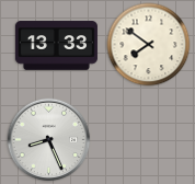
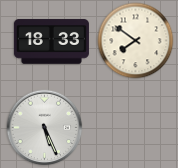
clock at (56, 46): 13:33 -> 18:33
clock at (49, 140): 8:26 -> 5:26
